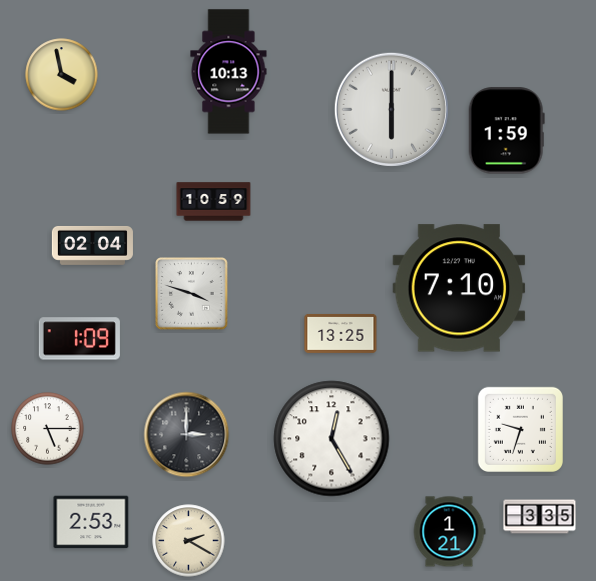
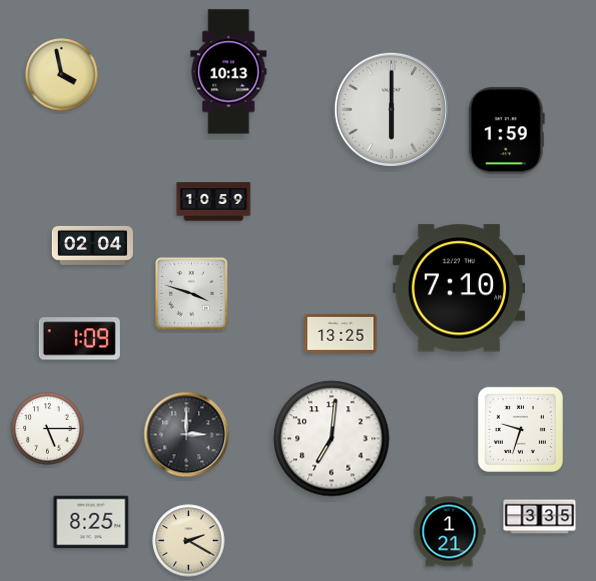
clock at (332, 439): 12:25 -> 7:01
clock at (91, 522): 2:53 -> 8:25
